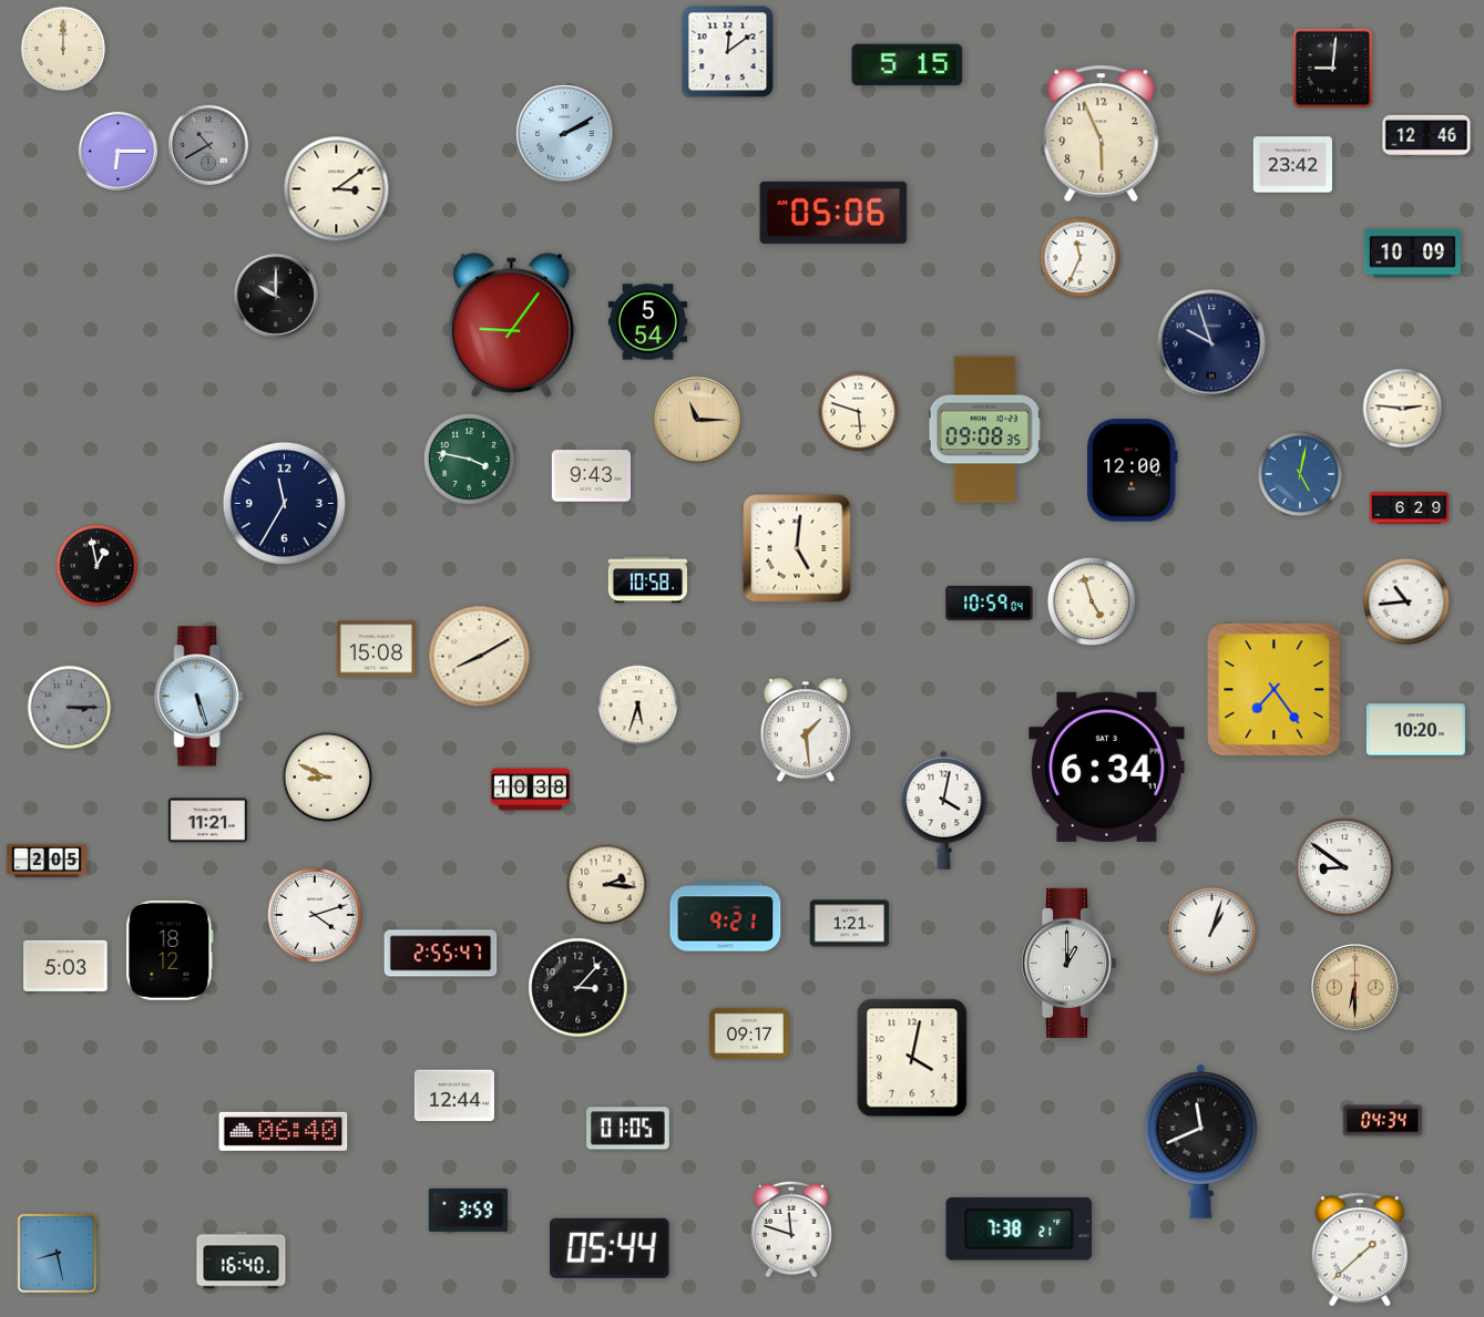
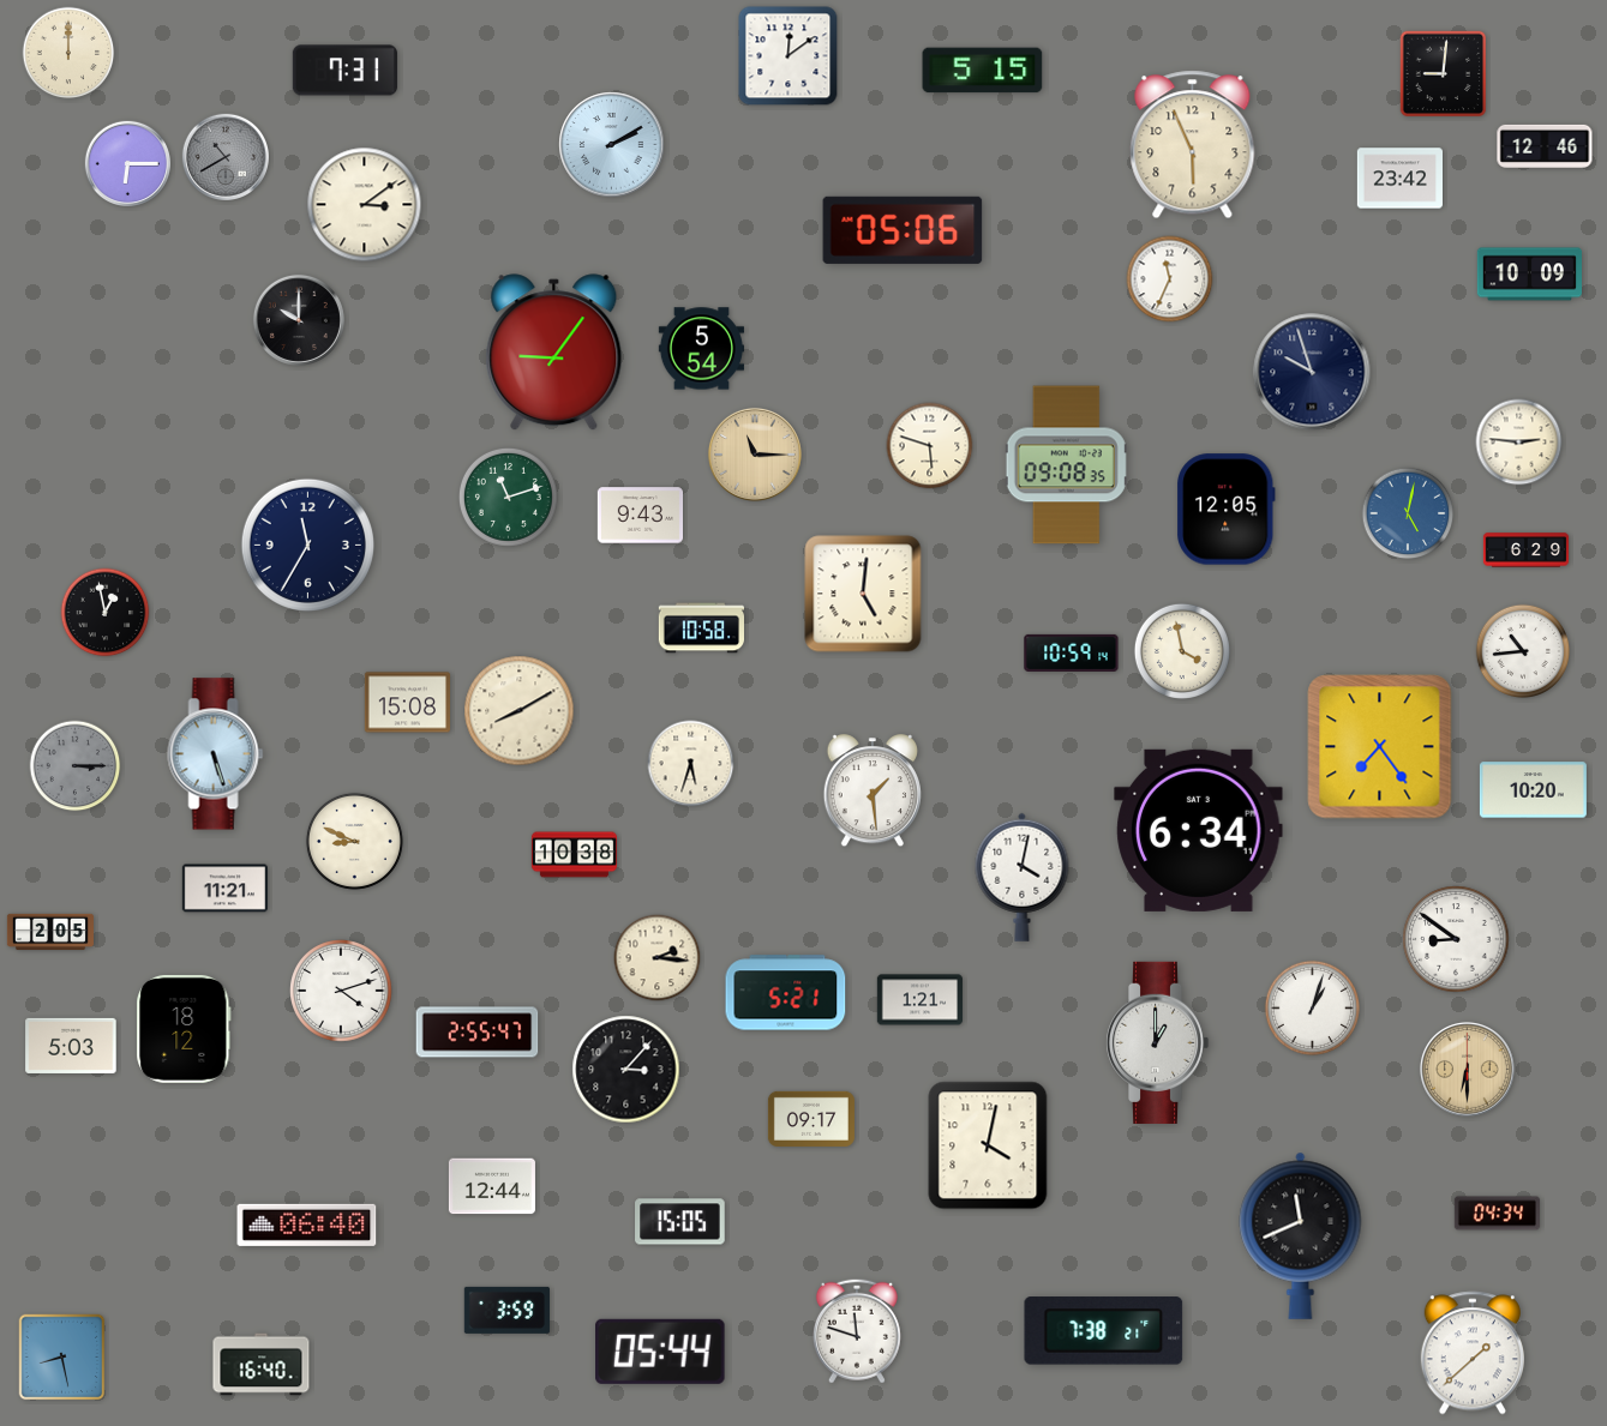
clock at (344, 71): none -> 7:31
clock at (469, 459): 3:47 -> 11:12
clock at (1133, 471): 12:00 -> 12:05
clock at (1092, 601): 4:57 -> 3:58
clock at (990, 603): 10:59:04 -> 10:59:14
clock at (726, 917): 9:21 -> 5:21
clock at (628, 1129): 01:05 -> 15:05
